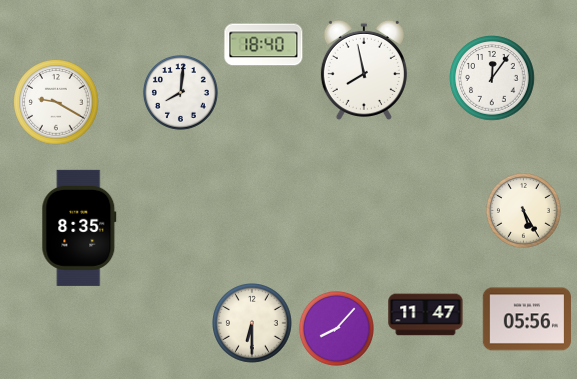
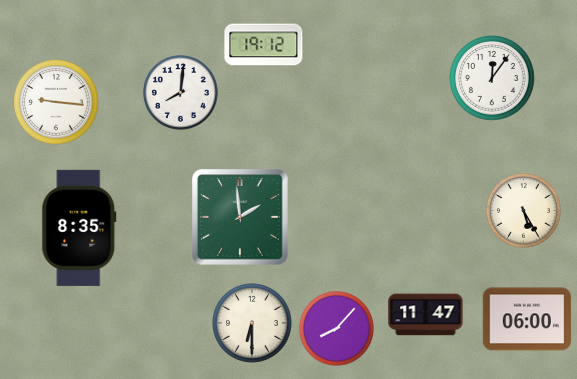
clock at (264, 45): 18:40 -> 19:12
clock at (364, 70): 7:58 -> none
clock at (56, 102): 9:20 -> 9:16
clock at (240, 217): none -> 1:59
clock at (526, 319): 05:56 -> 06:00
